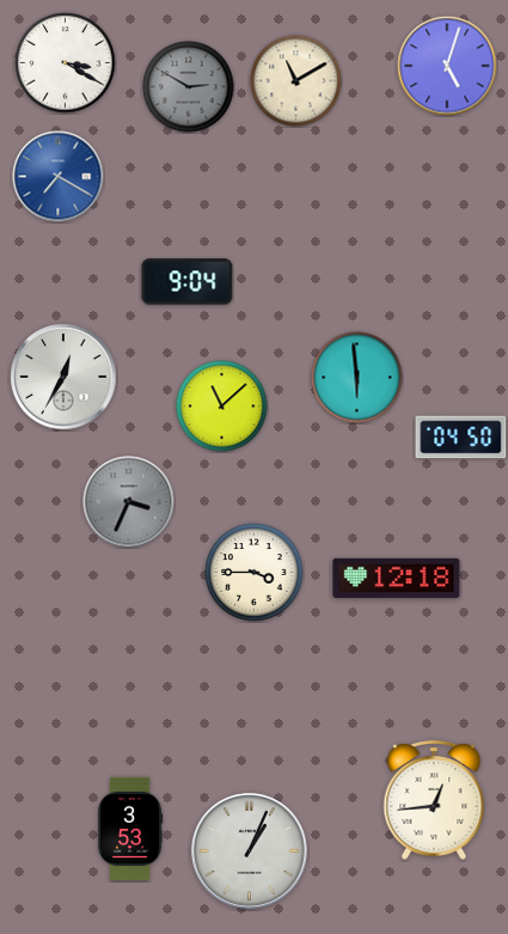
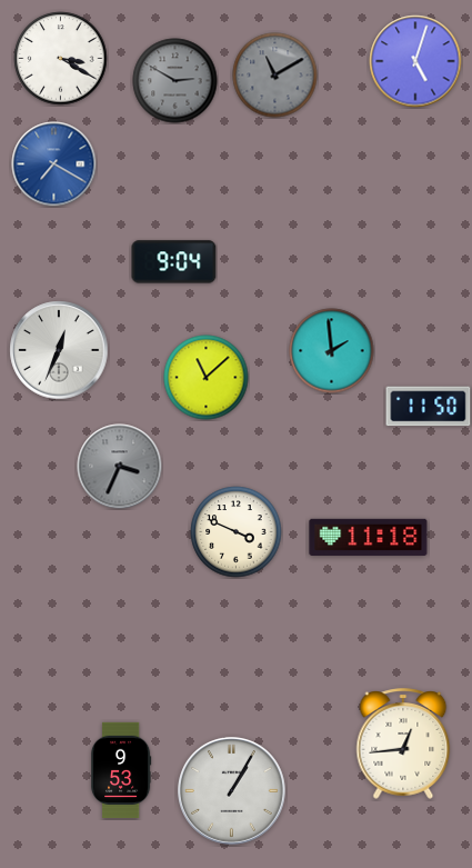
clock at (296, 81) dial: cream -> grey
clock at (63, 377): 12:35 -> 12:34
clock at (357, 378): 5:59 -> 1:59
clock at (461, 438): 04:50 -> 11:50
clock at (255, 573): 3:45 -> 3:49
clock at (397, 578): 12:18 -> 11:18
clock at (130, 829): 3:53 -> 9:53
clock at (250, 851): 1:04 -> 1:05
